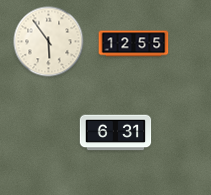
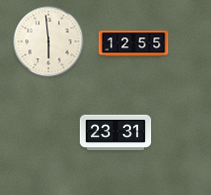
clock at (49, 42): 5:54 -> 5:59
clock at (116, 133): 6:31 -> 23:31
